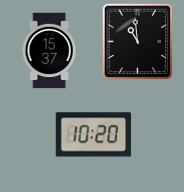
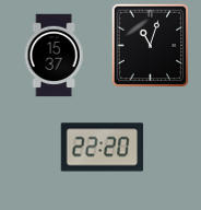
clock at (138, 42): 10:59 -> 11:03
clock at (94, 135): 10:20 -> 22:20
